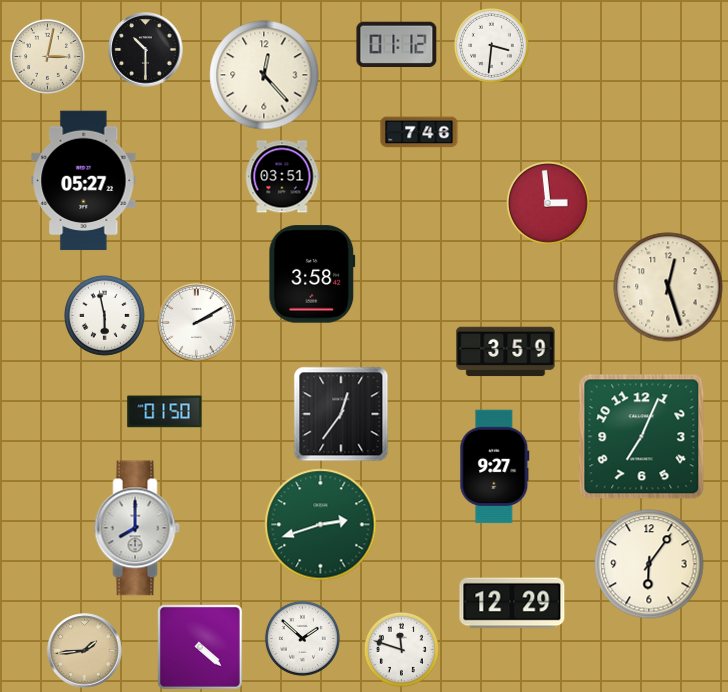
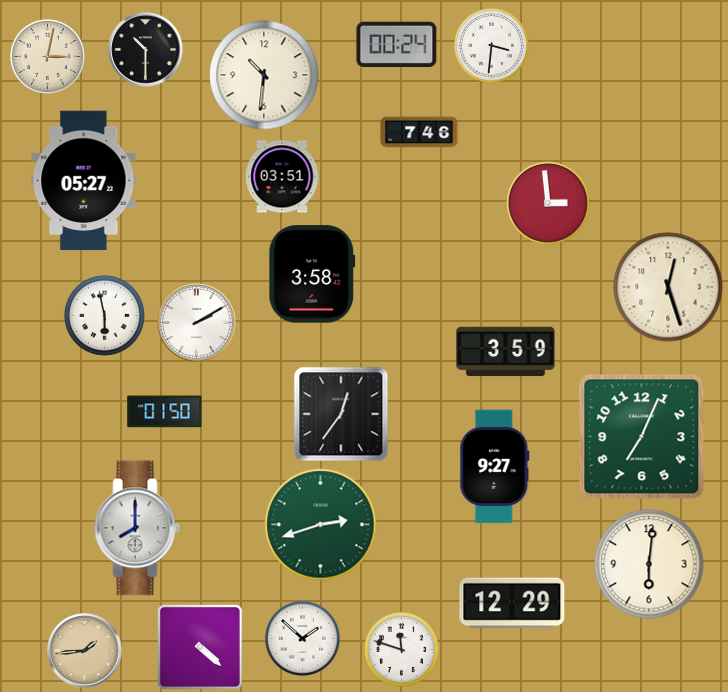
clock at (397, 45): 01:12 -> 00:24
clock at (264, 75): 12:23 -> 10:31
clock at (649, 564): 6:06 -> 6:01
